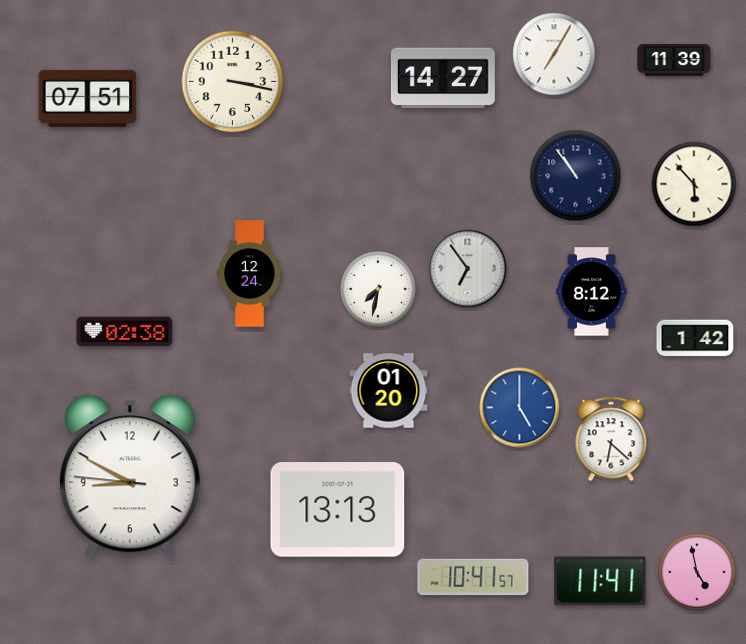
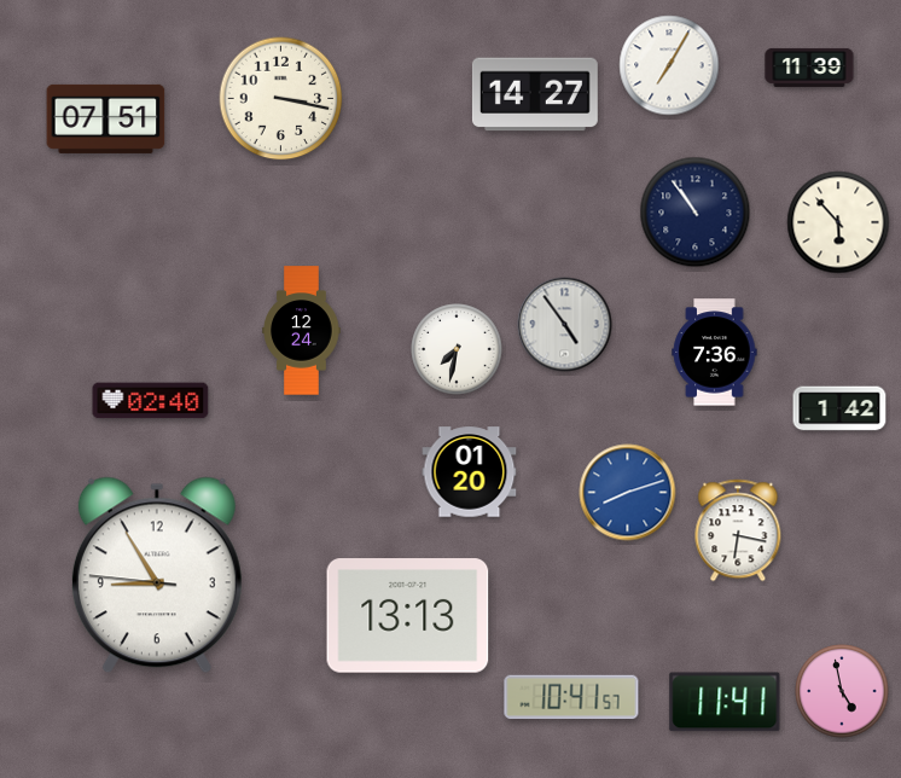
clock at (674, 60) position: (674, 60) -> (809, 68)
clock at (468, 269): 6:54 -> 4:54
clock at (592, 292): 8:12 -> 7:36
clock at (125, 332): 02:38 -> 02:40
clock at (520, 408): 5:00 -> 8:12
clock at (611, 439): 6:22 -> 6:17
clock at (130, 476): 8:49 -> 8:54
